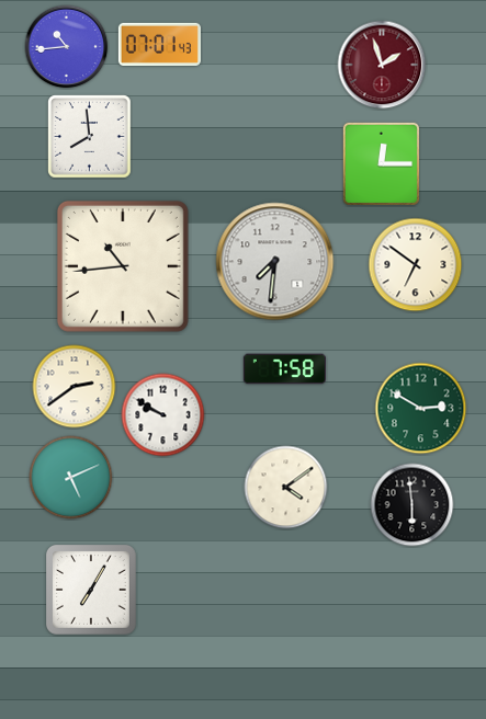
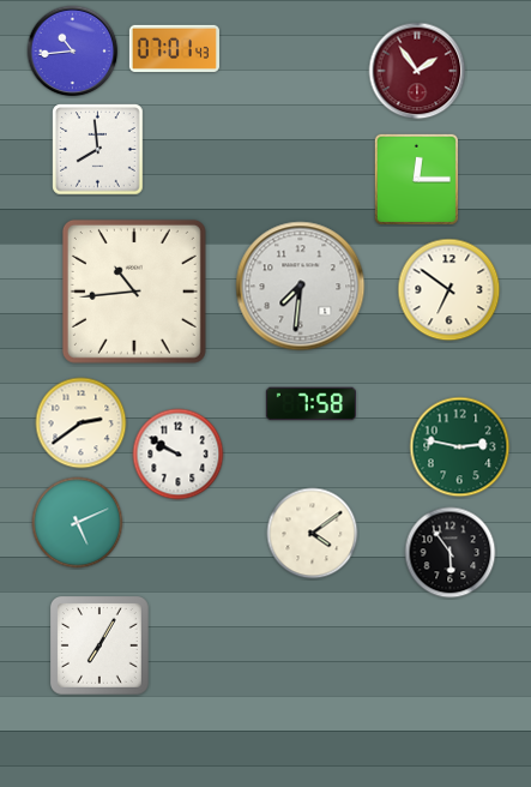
clock at (382, 65): 1:57 -> 1:54
clock at (416, 265) position: (416, 265) -> (449, 290)
clock at (421, 409): 2:50 -> 2:47
clock at (412, 505): 5:59 -> 5:54
